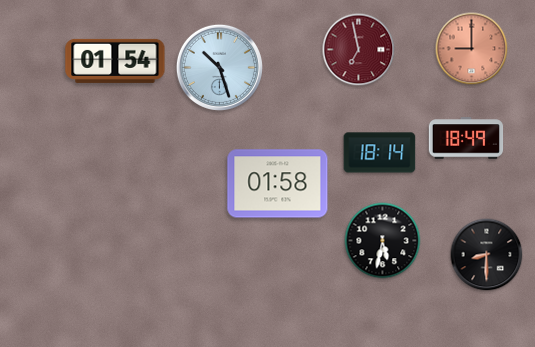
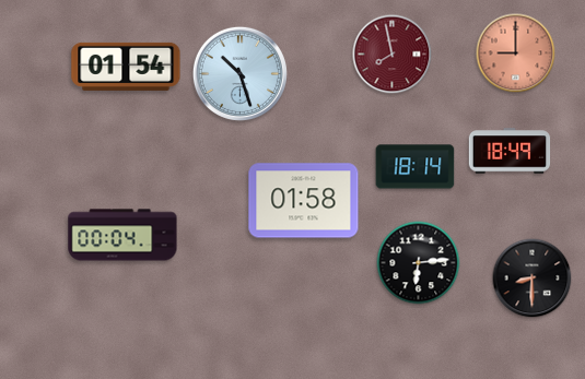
clock at (359, 50): 6:58 -> 7:58
clock at (122, 235): none -> 00:04
clock at (383, 241): 5:32 -> 6:14
